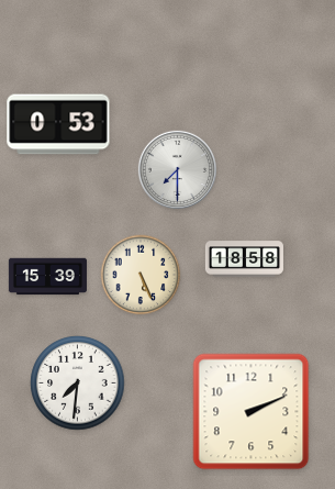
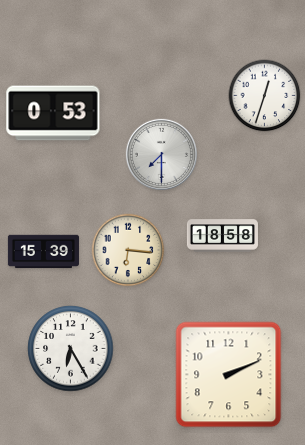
clock at (265, 96): none -> 12:33
clock at (141, 275): 5:26 -> 6:16
clock at (78, 384): 7:31 -> 6:25
